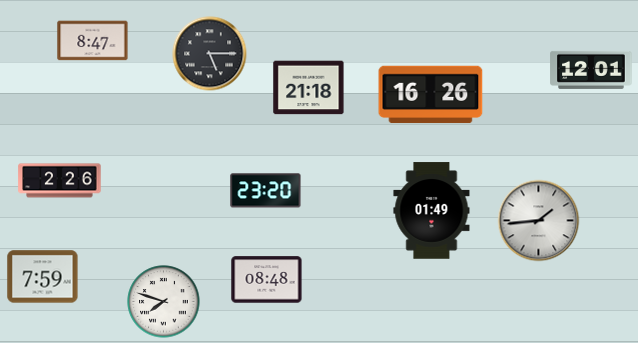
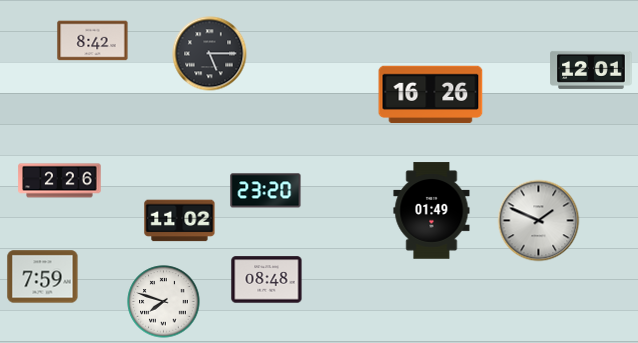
clock at (93, 41): 8:47 -> 8:42
clock at (309, 88): 21:18 -> none
clock at (180, 221): none -> 11:02
clock at (539, 221): 1:44 -> 1:49
